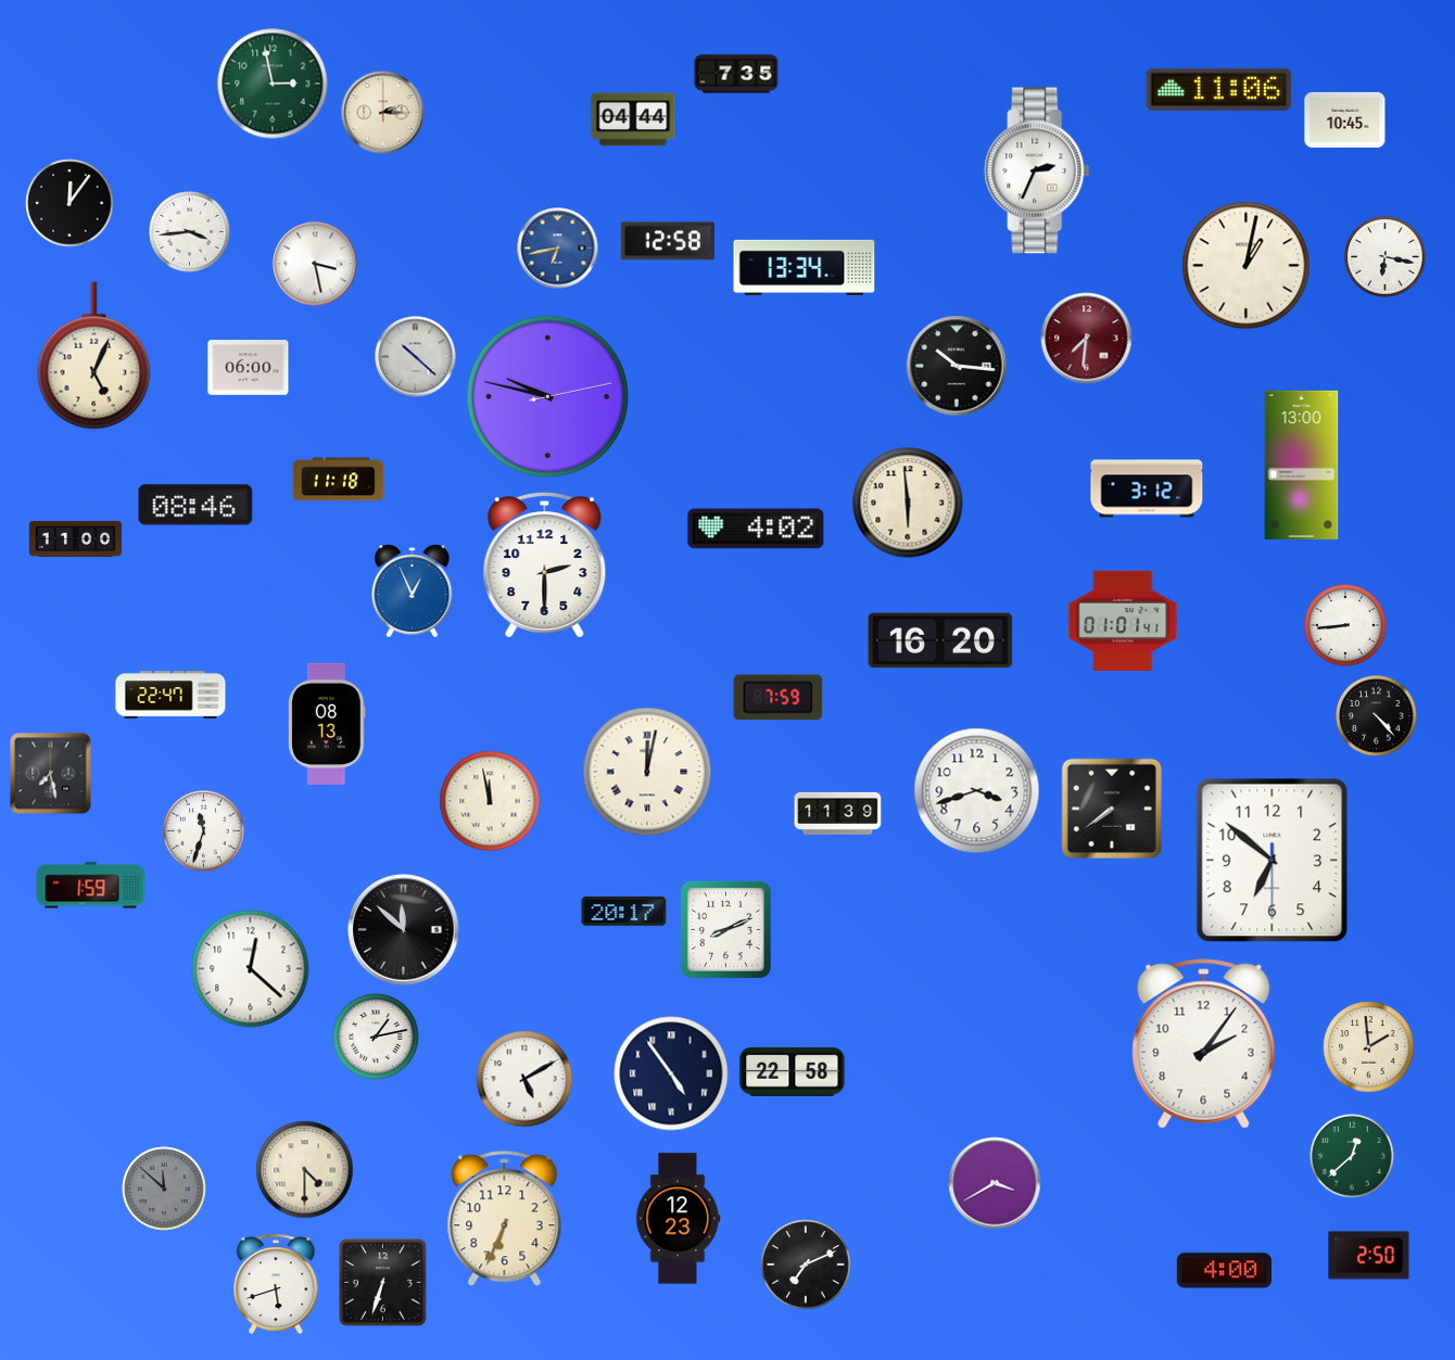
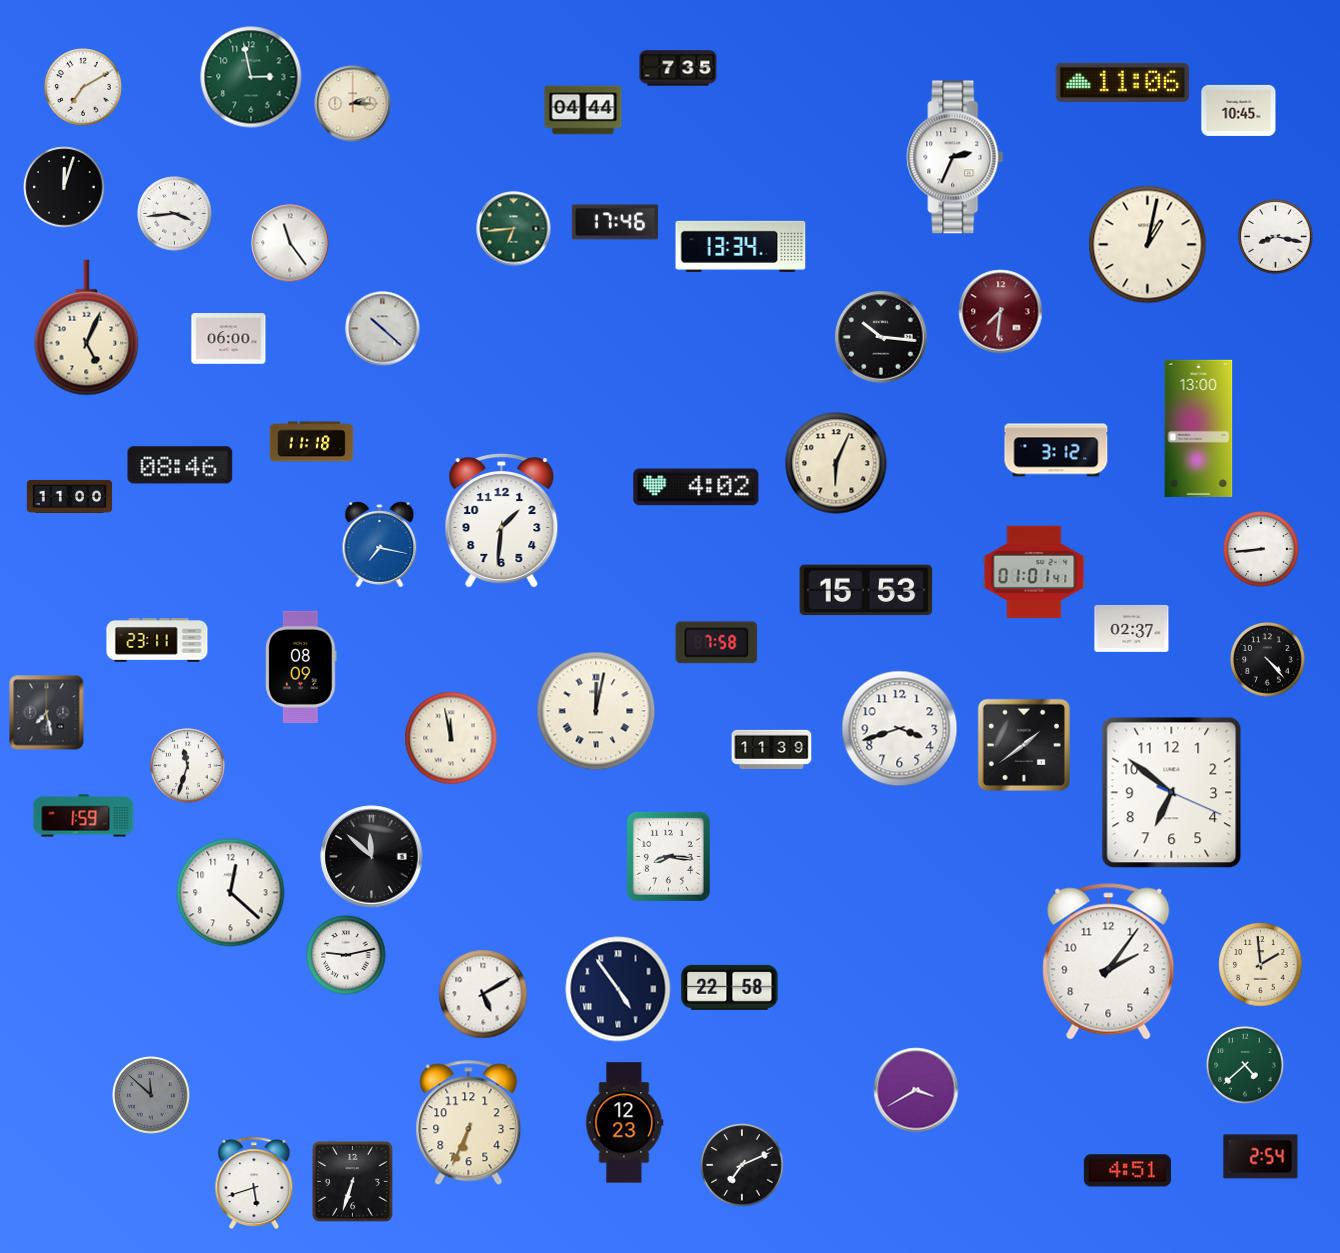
clock at (83, 87): none -> 7:10
clock at (69, 203): 12:06 -> 12:03
clock at (668, 241): 12:58 -> 17:46
clock at (558, 249): 6:43 -> 6:44
clock at (558, 249) dial: blue -> green
clock at (1386, 257): 6:17 -> 8:17
clock at (315, 264): 3:28 -> 11:24
clock at (548, 397): 9:47 -> none
clock at (908, 503): 5:59 -> 6:04
clock at (545, 564): 2:30 -> 1:31
clock at (413, 592): 12:56 -> 7:17
clock at (1345, 625) position: (1345, 625) -> (1261, 549)
clock at (940, 640): 16:20 -> 15:53
clock at (1132, 628): none -> 02:37
clock at (170, 695): 22:47 -> 23:11
clock at (779, 698): 7:59 -> 7:58
clock at (327, 724): 08:13 -> 08:09
clock at (1112, 809): 7:39 -> 1:39
clock at (1273, 861): 6:51:30 -> 6:51:19
clock at (624, 912): 20:17 -> none
clock at (725, 929): 8:11 -> 8:16
clock at (376, 1037): 1:13 -> 9:13
clock at (1352, 1156): 12:38 -> 4:38
clock at (305, 1170): 4:30 -> none
clock at (505, 1219) position: (505, 1219) -> (469, 1123)
clock at (1369, 1256): 2:50 -> 2:54
clock at (1224, 1271): 4:00 -> 4:51
